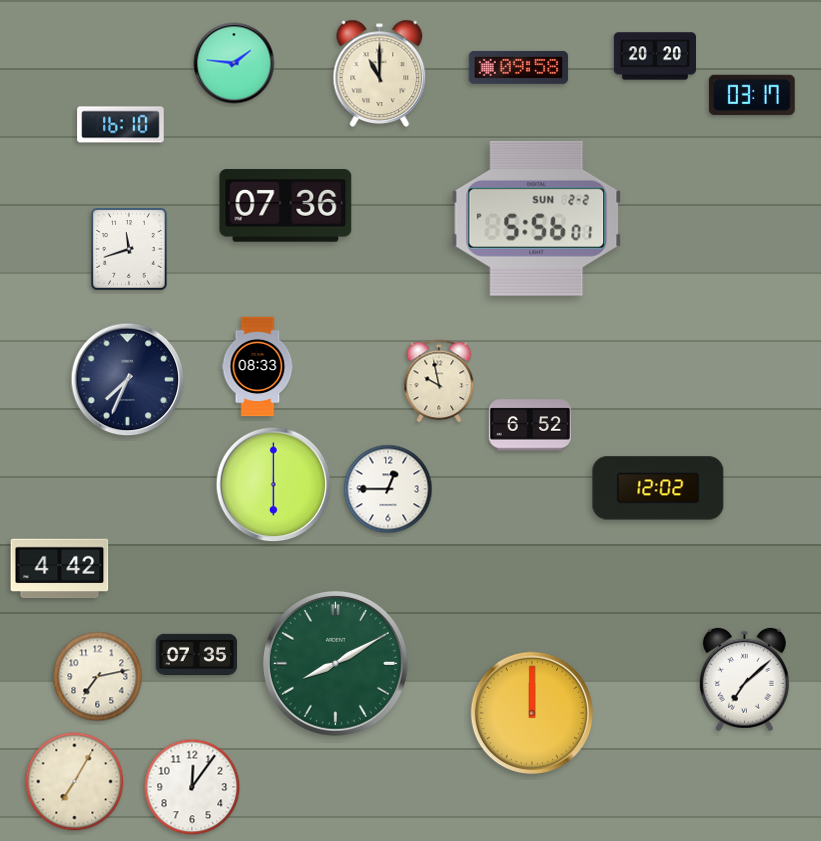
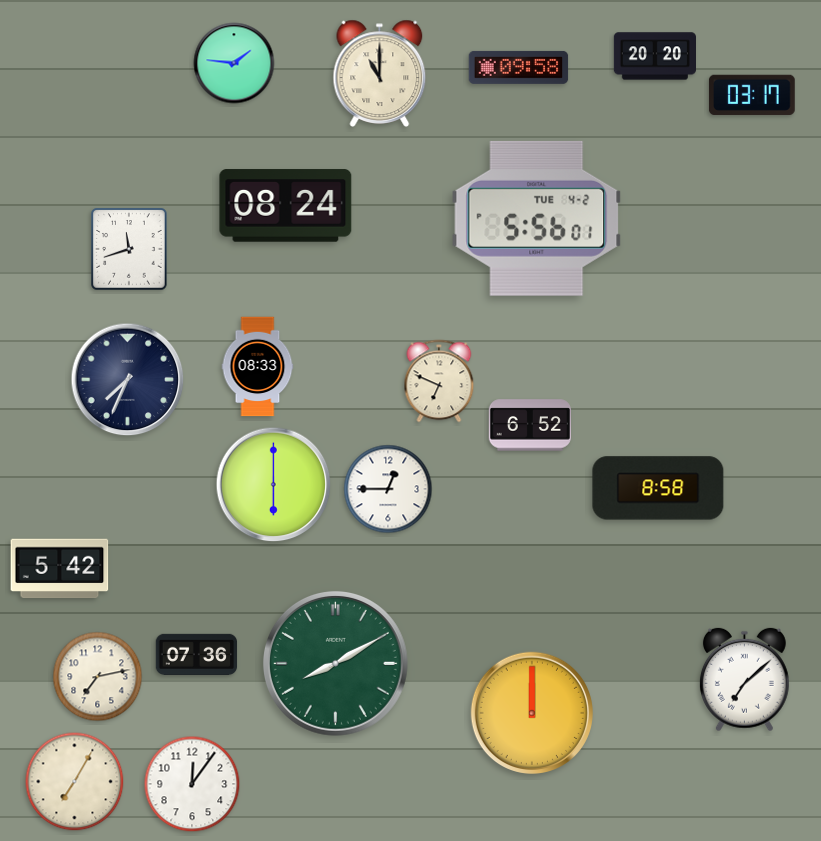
clock at (121, 125): 16:10 -> none
clock at (286, 206): 07:36 -> 08:24
clock at (537, 218) date: SUN 2-2 -> TUE 4-2
clock at (439, 381): 9:58 -> 6:49
clock at (658, 488): 12:02 -> 8:58
clock at (60, 569): 4:42 -> 5:42
clock at (197, 654): 07:35 -> 07:36
clock at (192, 787) position: (192, 787) -> (192, 784)
